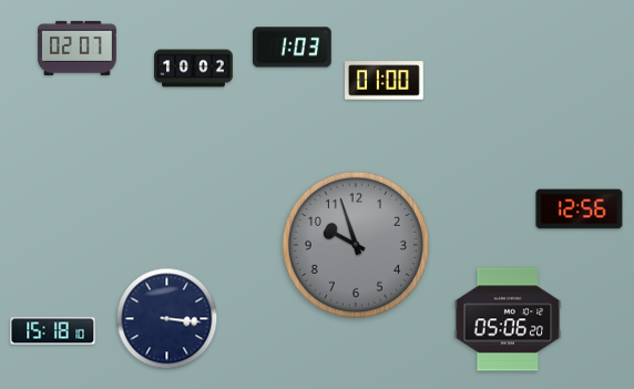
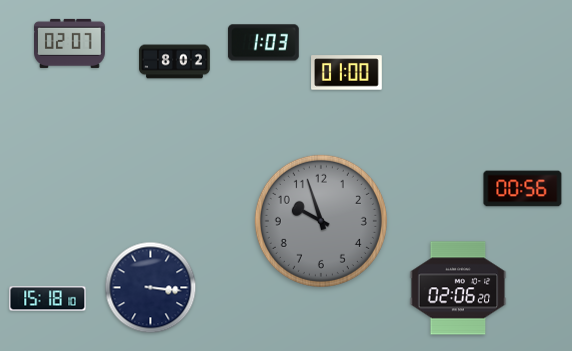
clock at (194, 69): 10:02 -> 8:02
clock at (580, 209): 12:56 -> 00:56
clock at (508, 319): 05:06 -> 02:06
